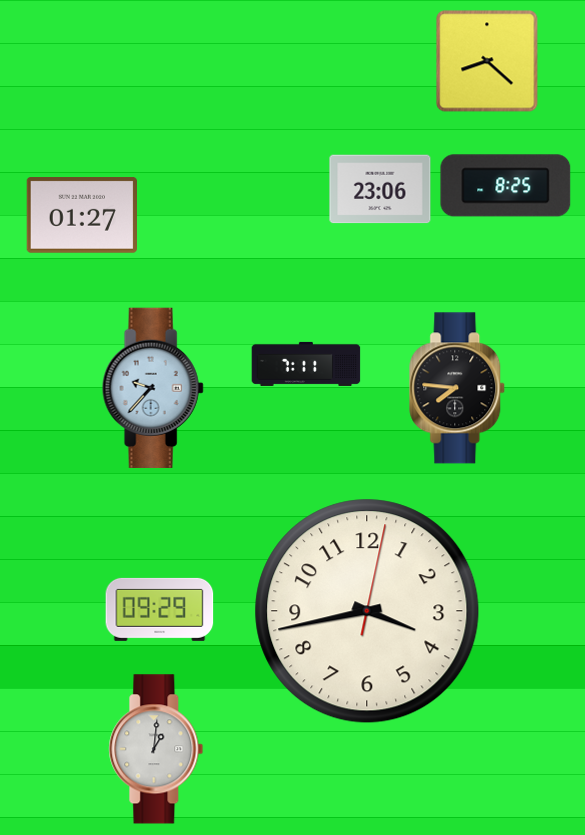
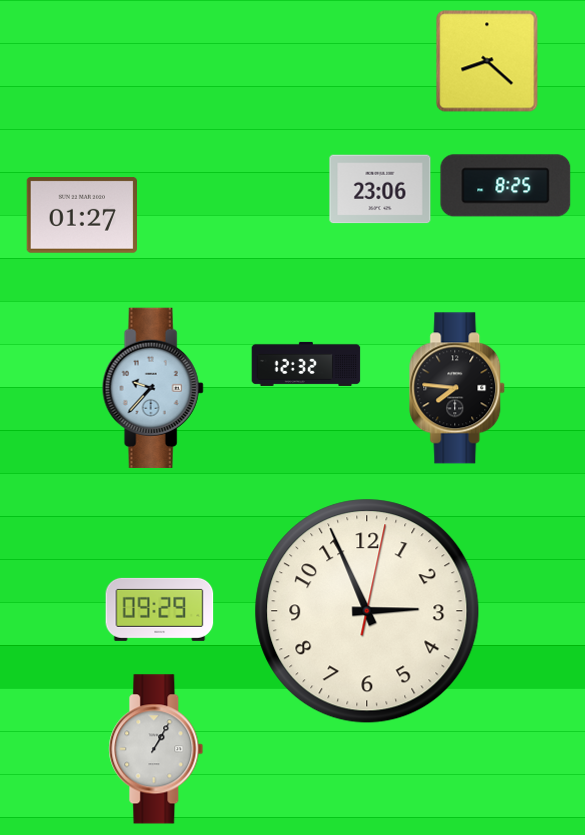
clock at (306, 364): 7:11 -> 12:32
clock at (367, 611): 3:43 -> 2:56
clock at (156, 749): 1:01 -> 1:05
